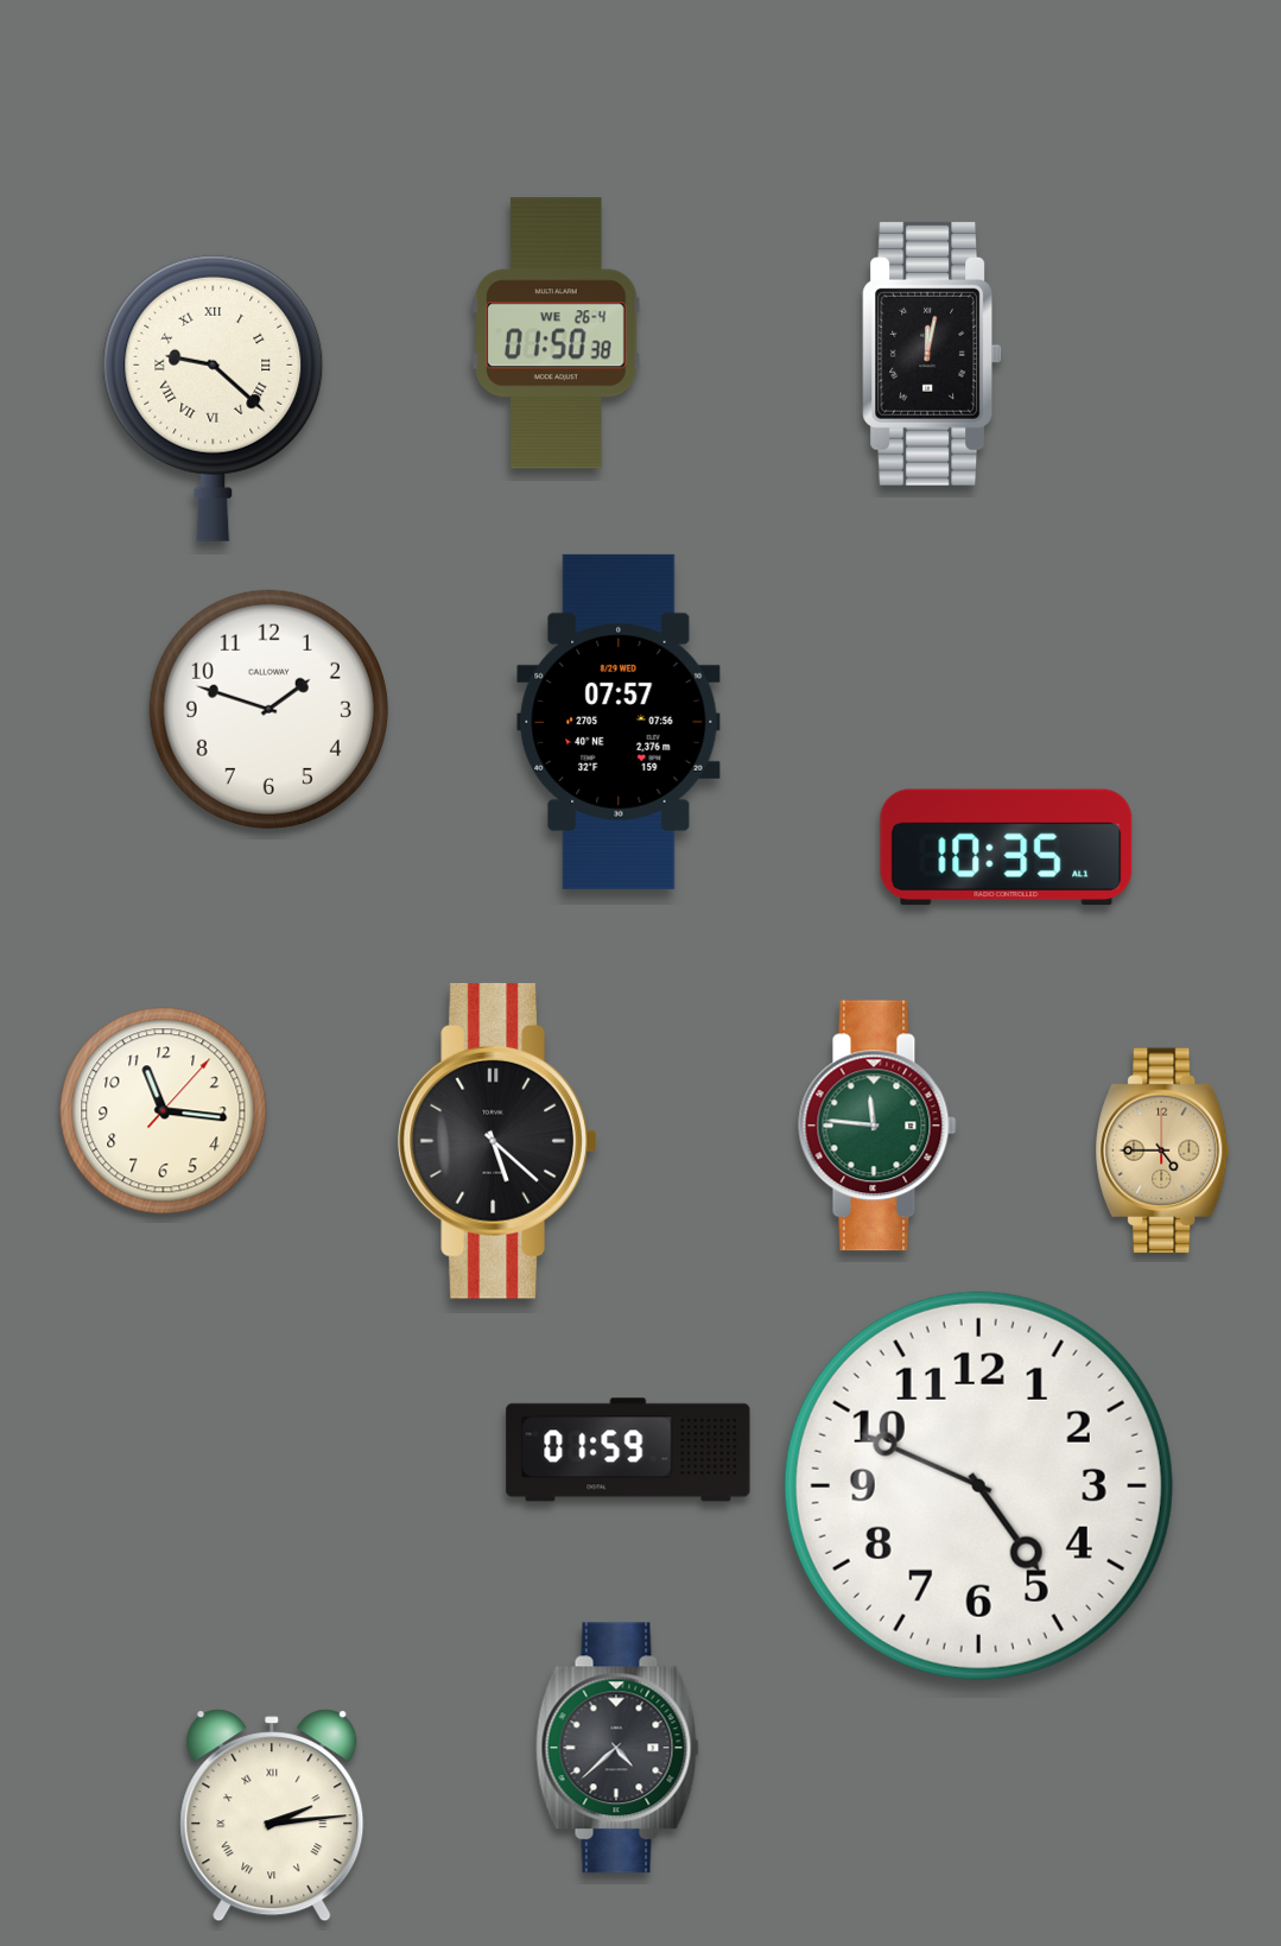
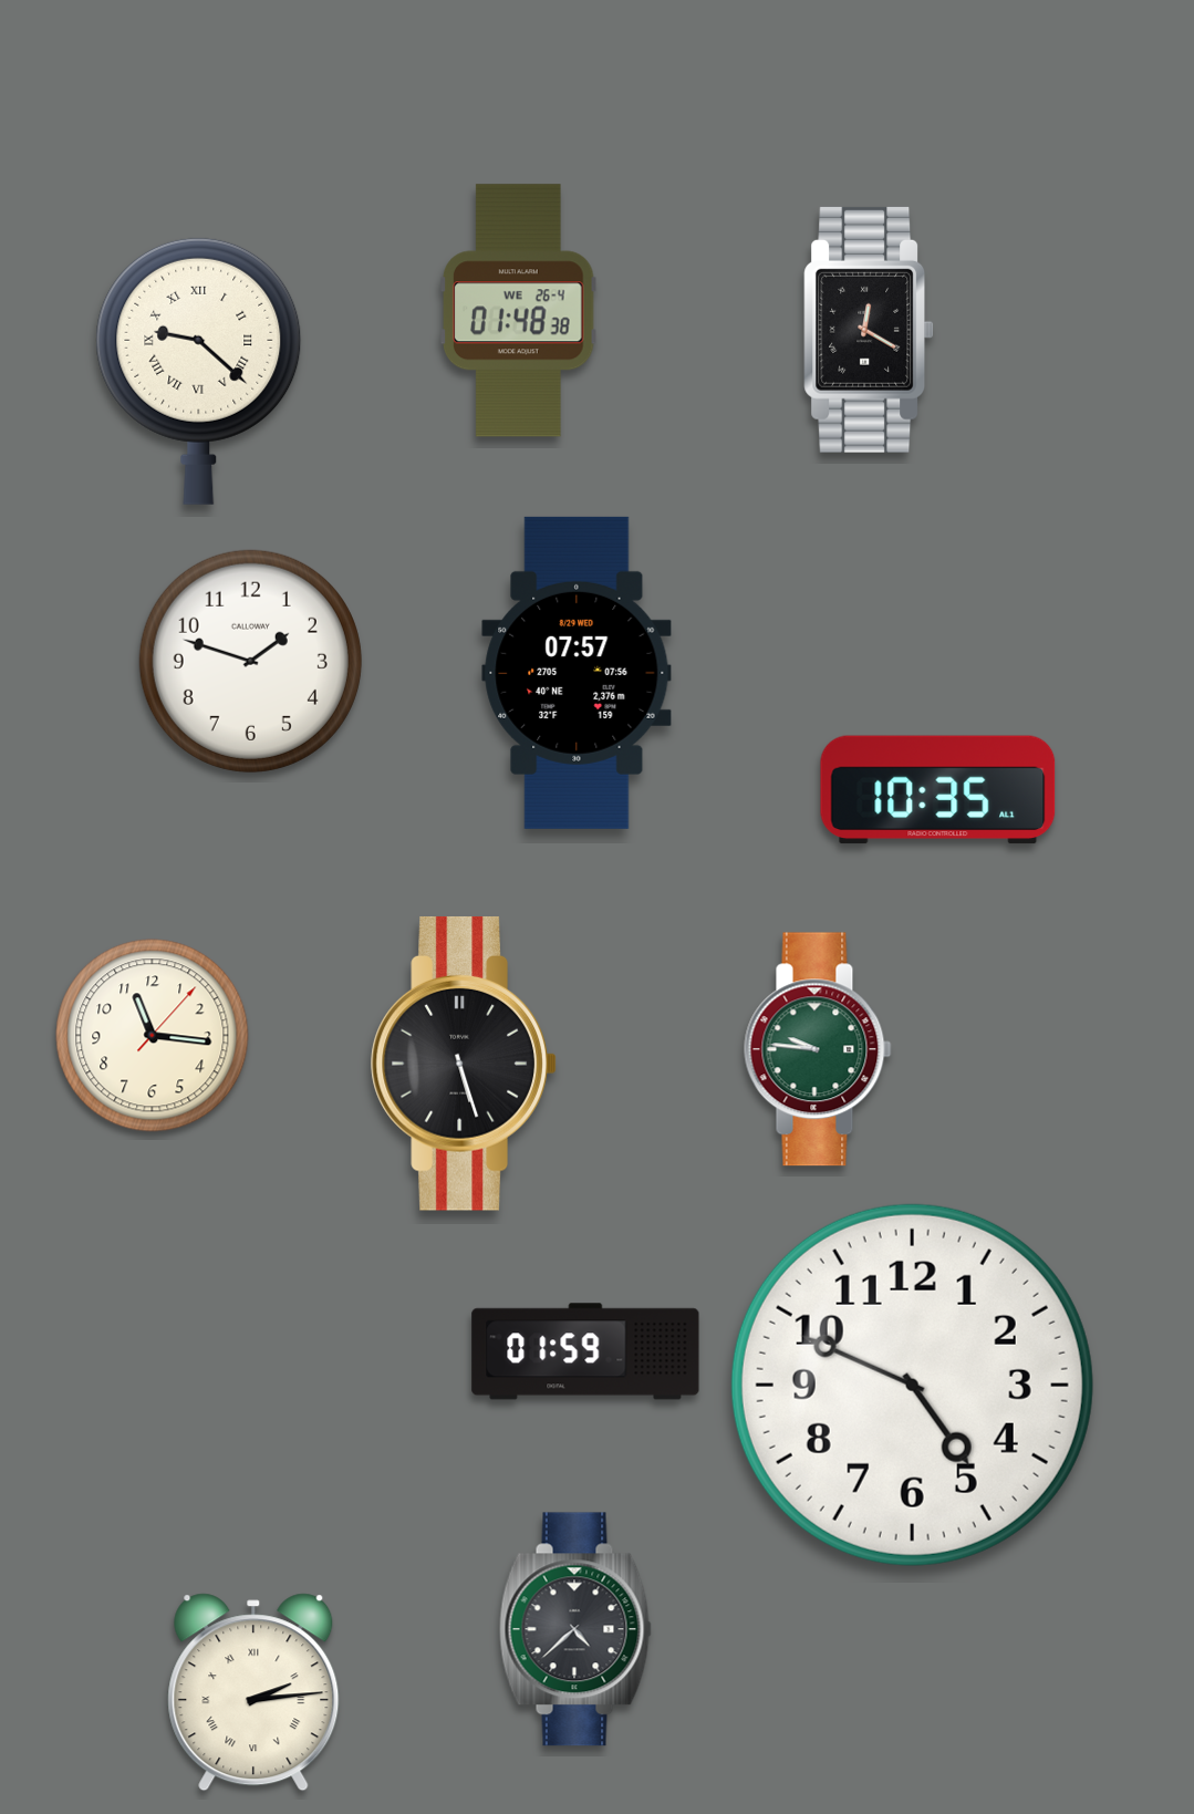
clock at (557, 334): 01:50 -> 01:48
clock at (933, 354): 12:02 -> 12:20
clock at (877, 1126): 11:46 -> 9:46
clock at (497, 1141): 5:22 -> 5:27
clock at (1163, 1151): 4:45 -> none
